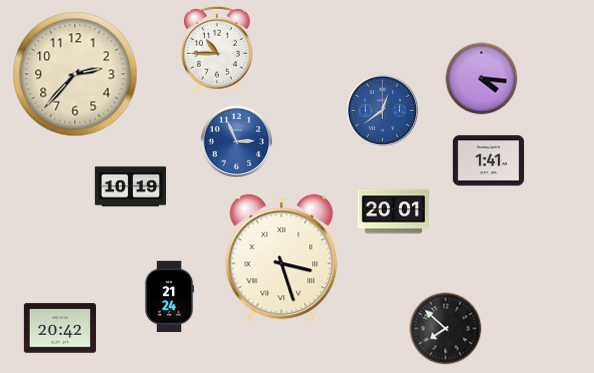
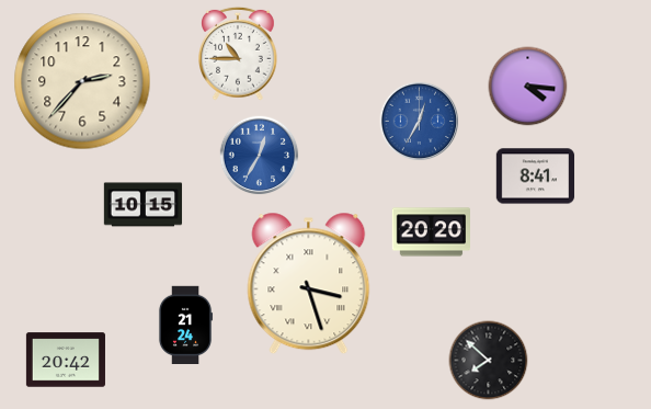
clock at (383, 111): 12:39 -> 12:35
clock at (237, 142): 2:56 -> 12:35
clock at (489, 161): 1:41 -> 8:41
clock at (131, 187): 10:19 -> 10:15
clock at (393, 212): 20:01 -> 20:20
